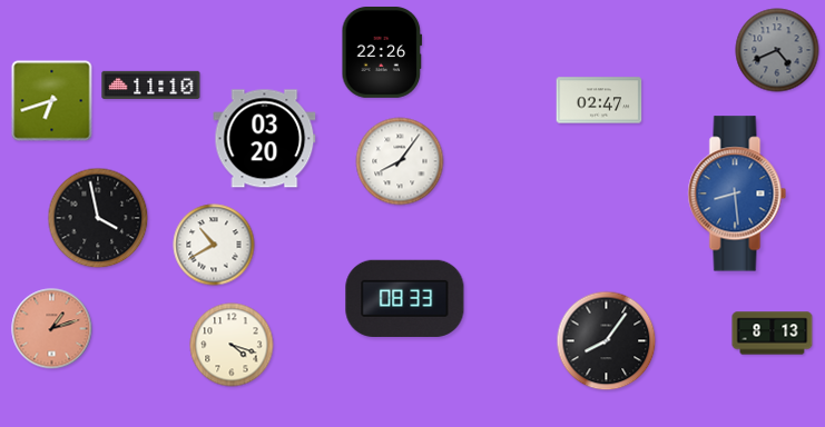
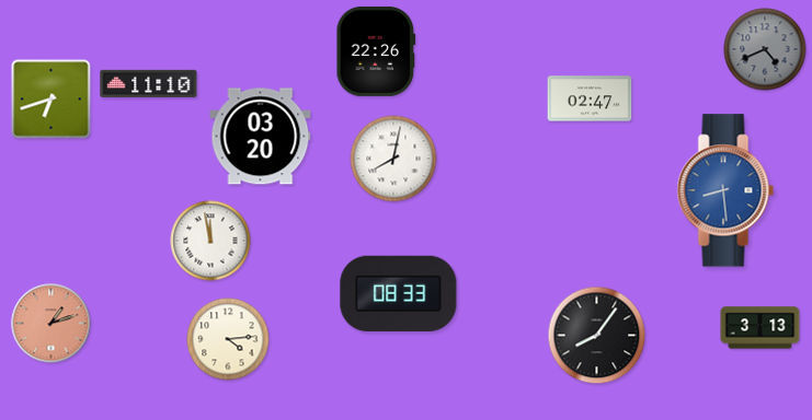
clock at (400, 161): 8:06 -> 8:02
clock at (98, 218): 3:58 -> none
clock at (214, 245): 10:40 -> 11:58
clock at (773, 334): 8:13 -> 3:13
clock at (232, 345): 4:18 -> 4:14
